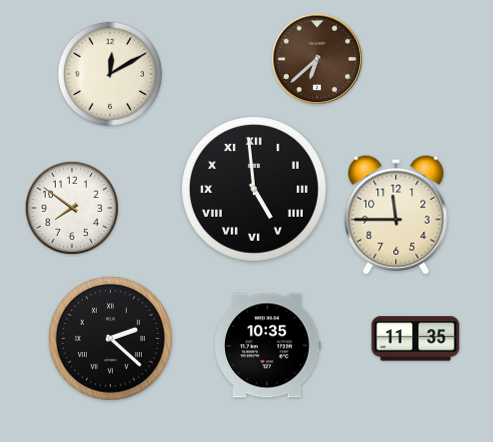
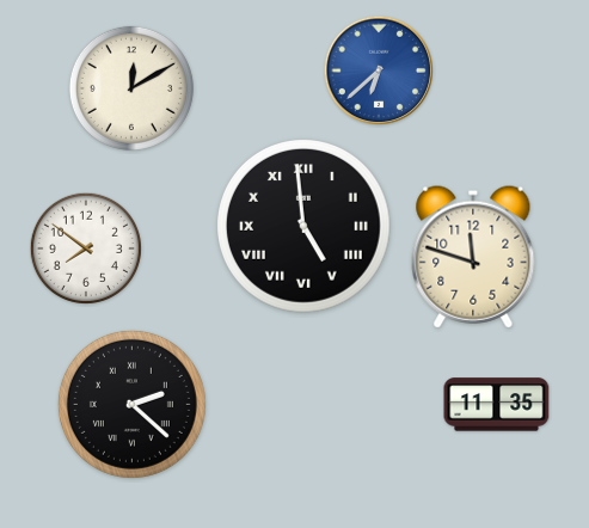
clock at (316, 58) dial: brown -> blue
clock at (396, 215): 11:45 -> 11:48
clock at (268, 346): 10:35 -> none
